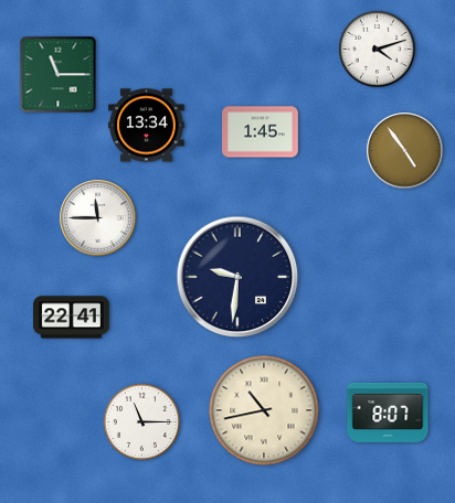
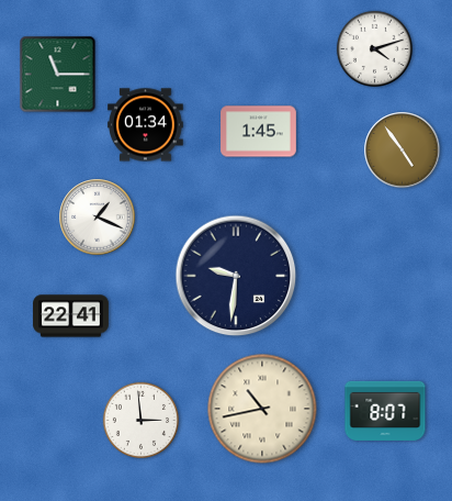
clock at (147, 126): 13:34 -> 01:34
clock at (98, 218): 11:45 -> 1:19
clock at (141, 421): 11:15 -> 2:59
